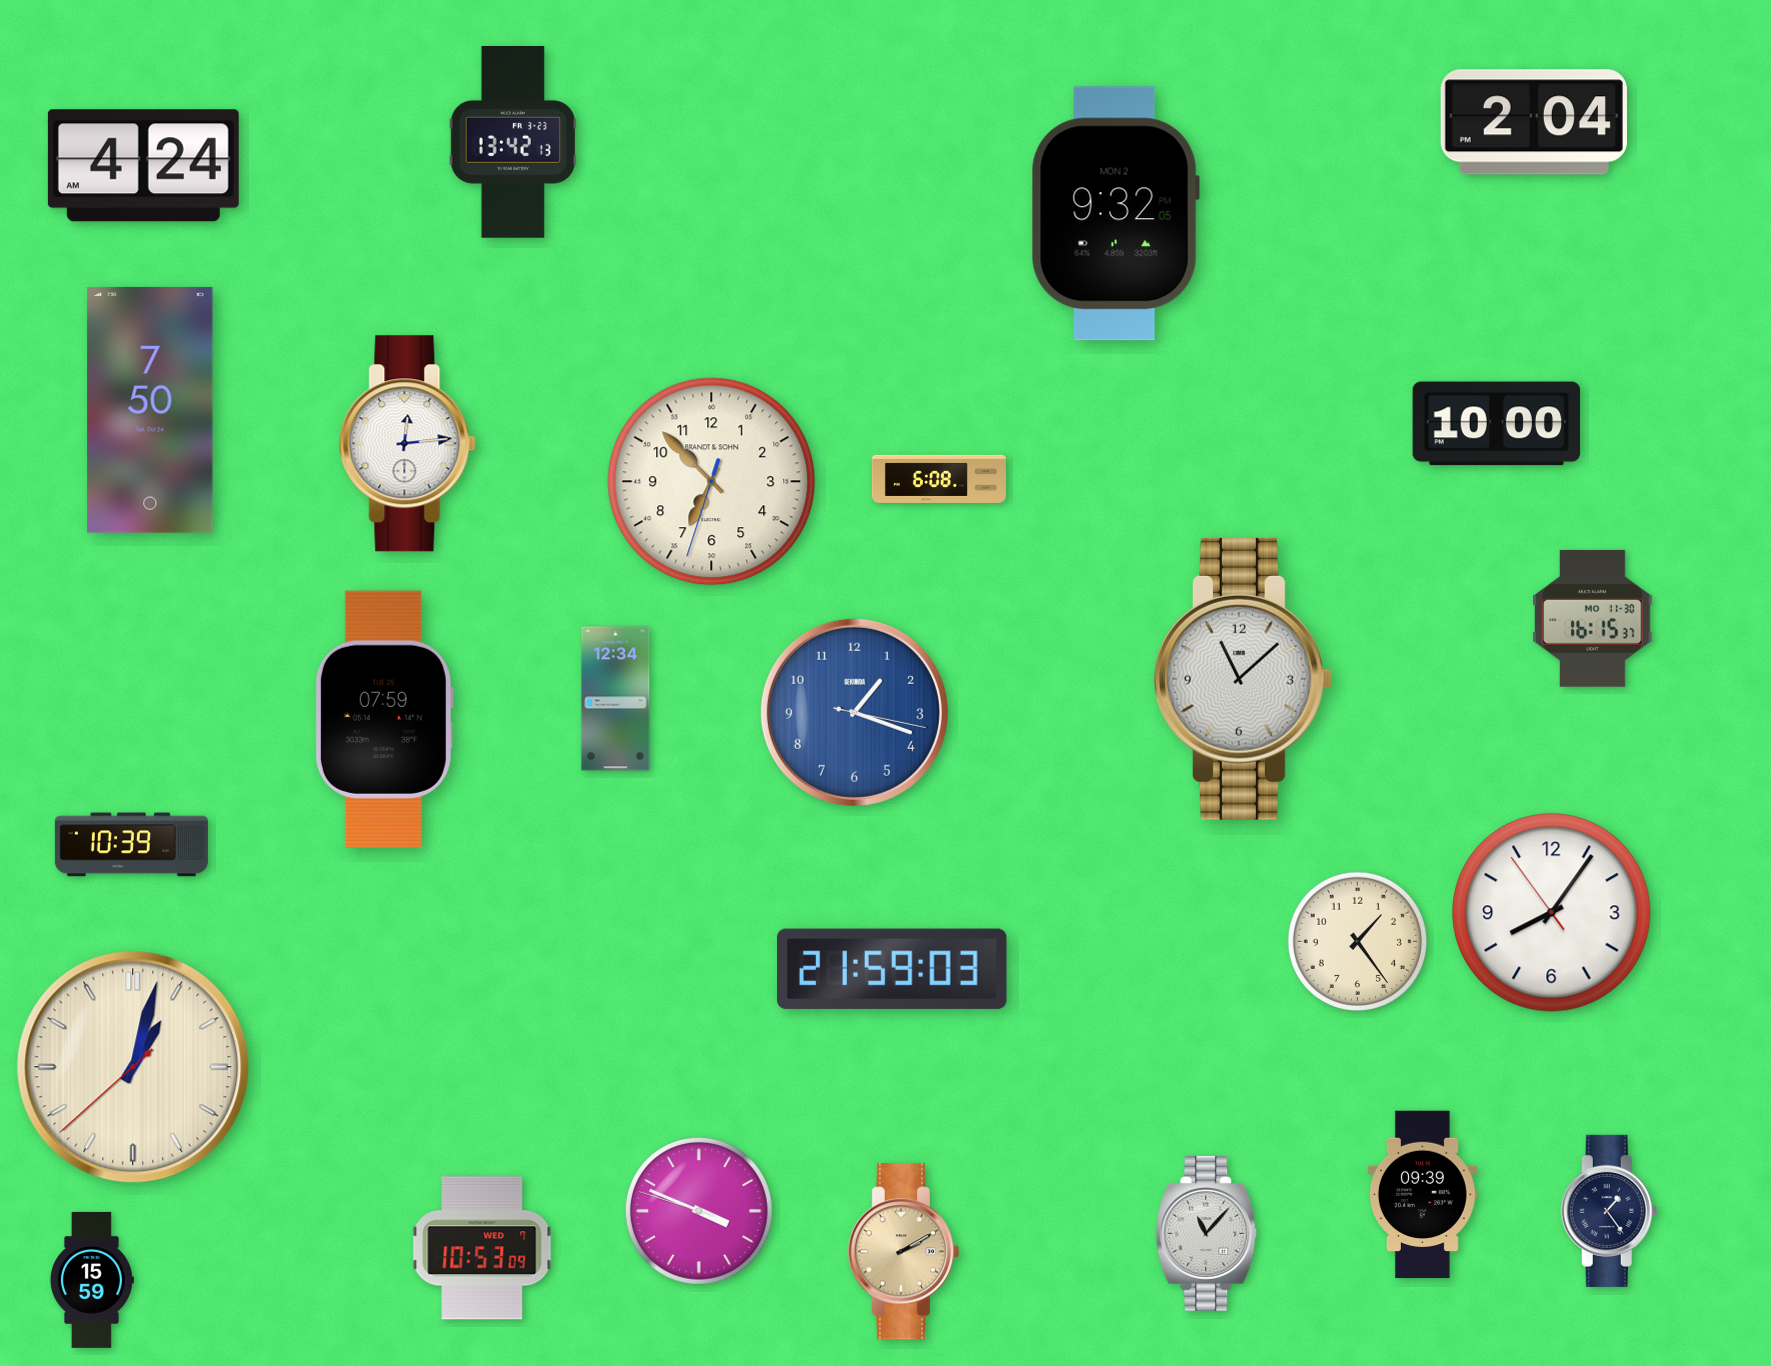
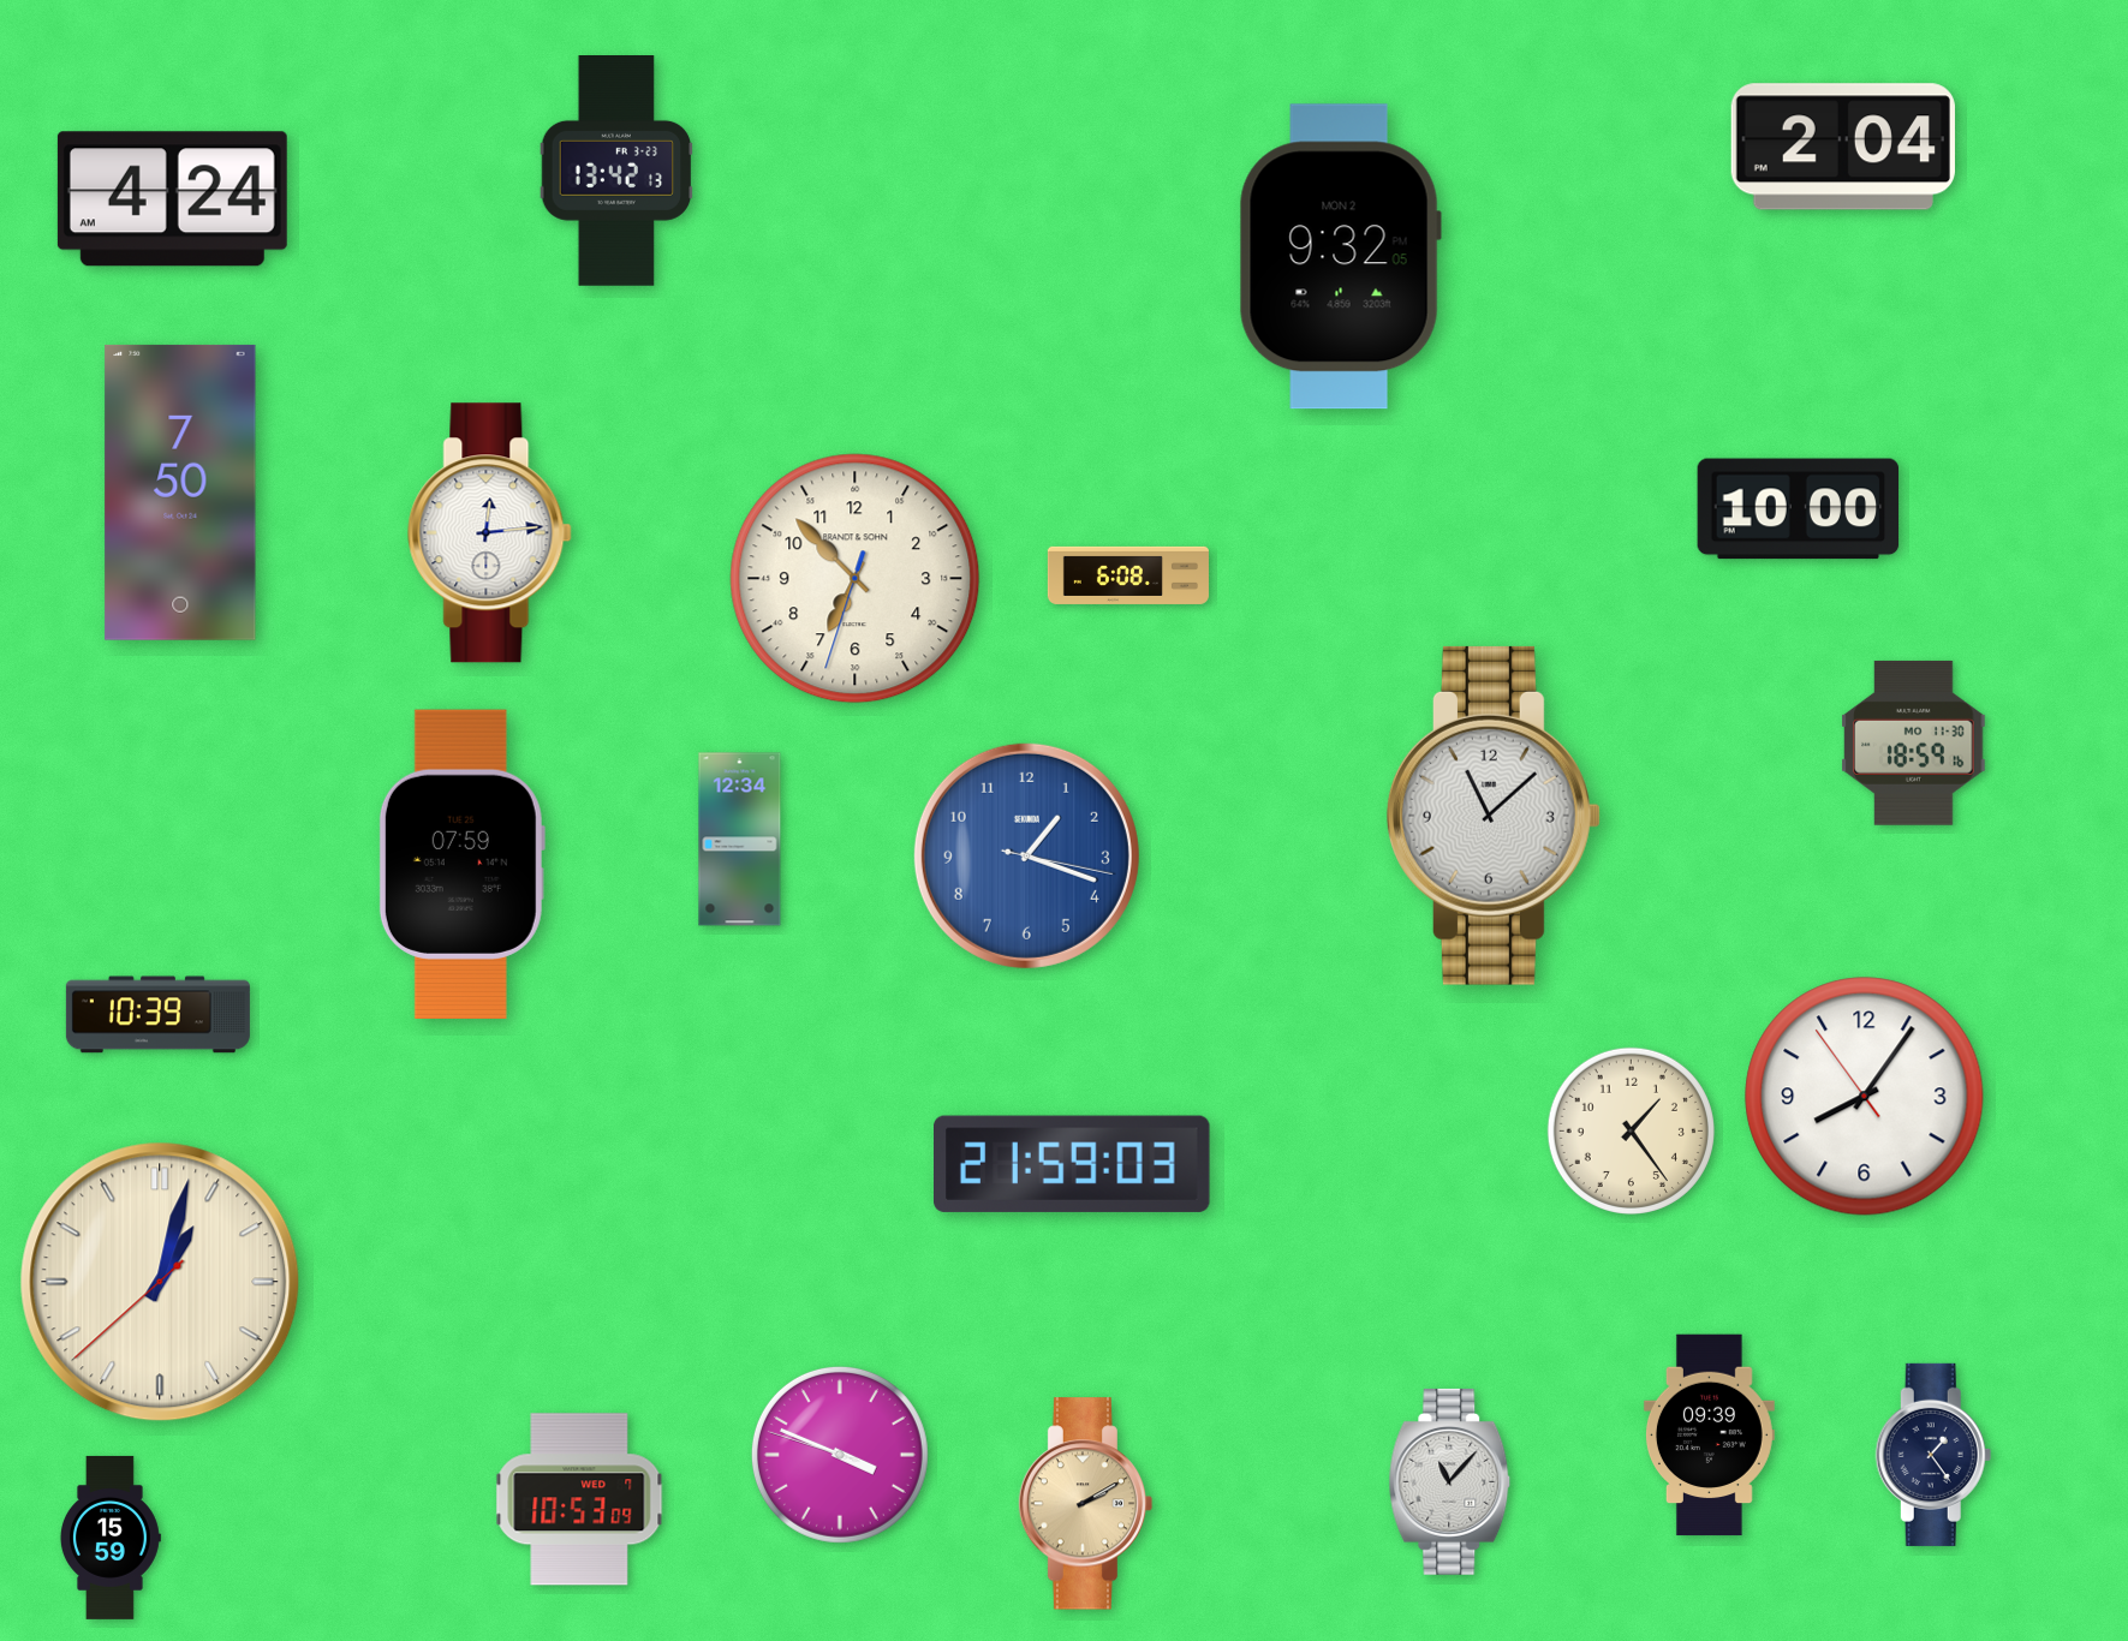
clock at (1593, 618): 16:15 -> 18:59
